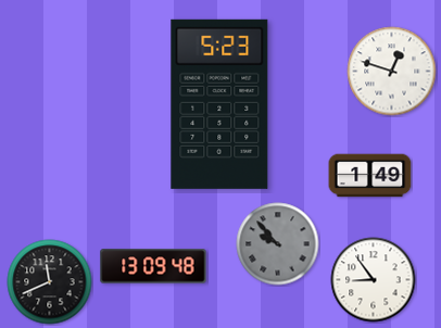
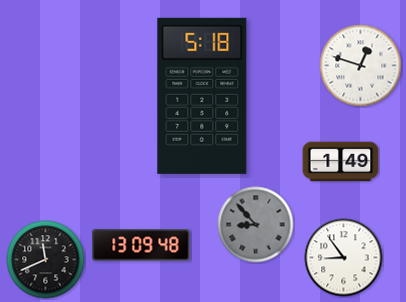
clock at (219, 104): 5:23 -> 5:18
clock at (278, 244): 9:53 -> 8:53
